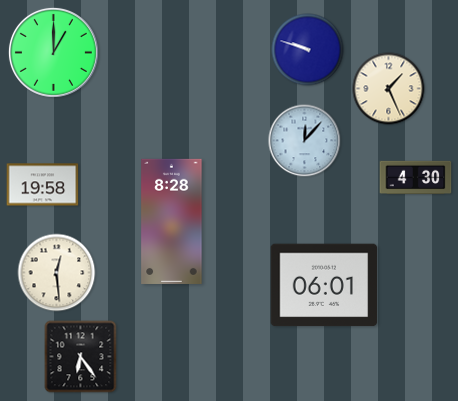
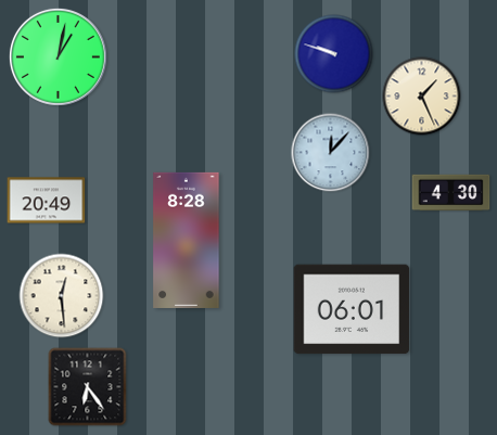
clock at (53, 52): 1:00 -> 1:02
clock at (43, 185): 19:58 -> 20:49
